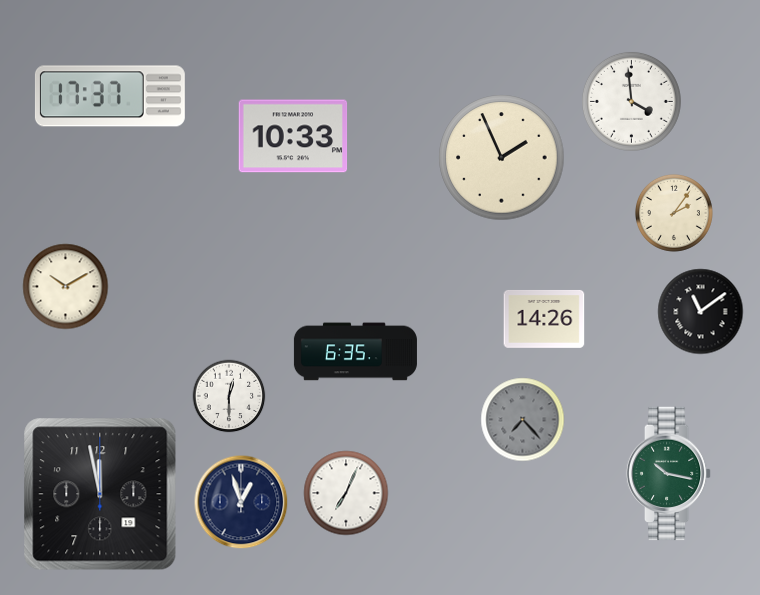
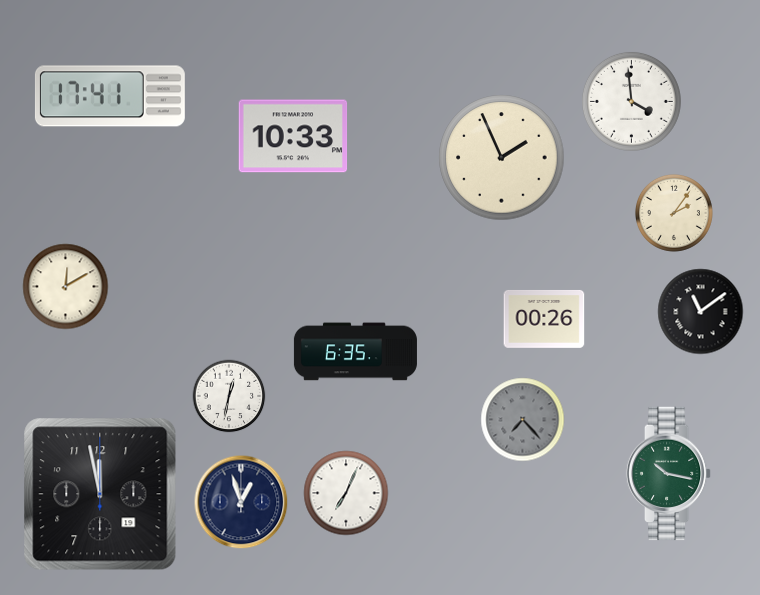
clock at (110, 96): 17:37 -> 17:41
clock at (66, 287): 10:10 -> 12:10
clock at (544, 319): 14:26 -> 00:26
clock at (229, 396): 12:30 -> 12:32
